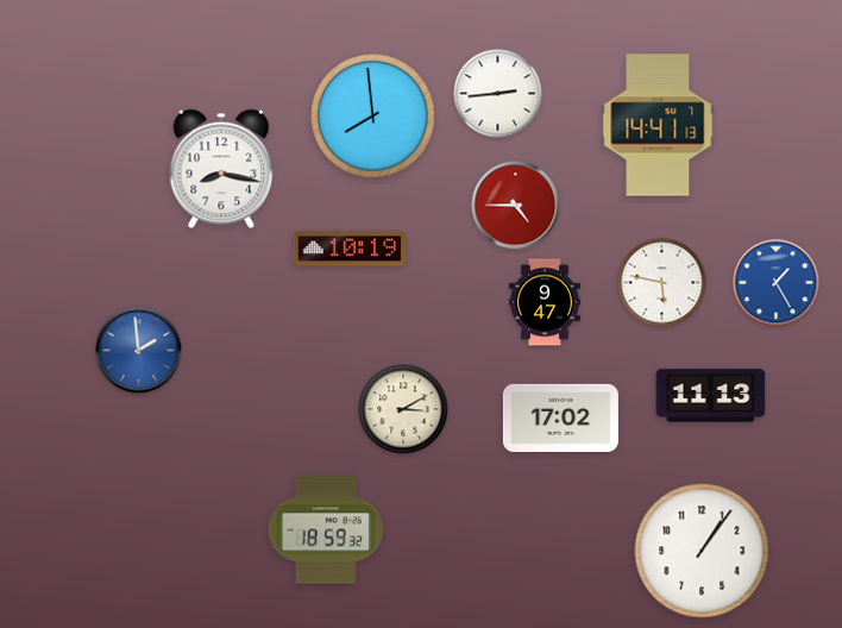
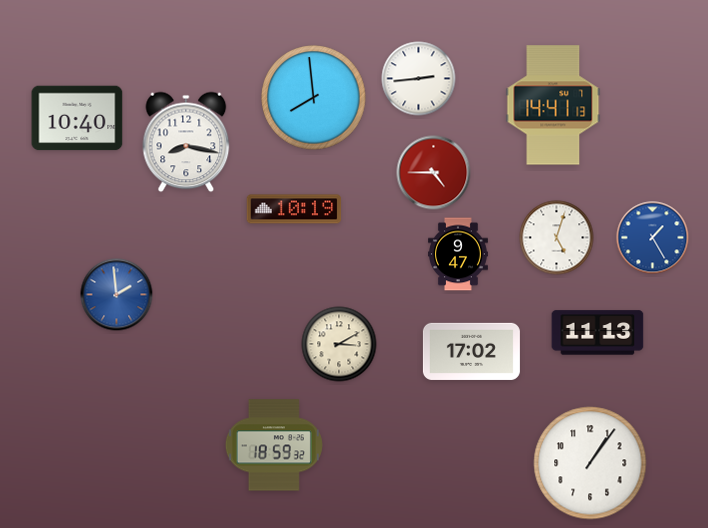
clock at (77, 118): none -> 10:40
clock at (662, 283): 5:47 -> 5:03
